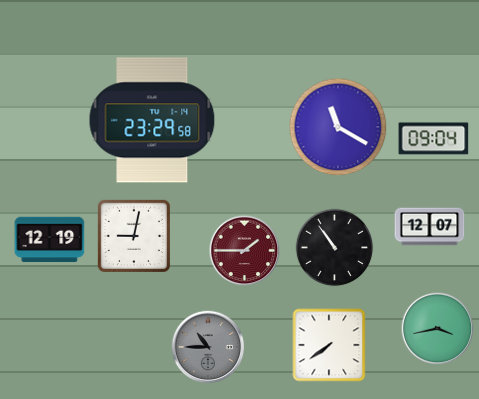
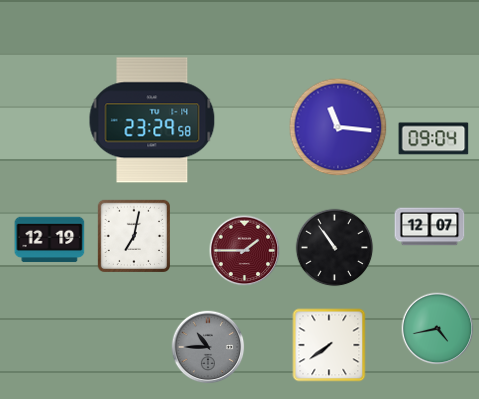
clock at (338, 127): 11:20 -> 11:16
clock at (133, 235): 9:02 -> 7:02
clock at (438, 329): 3:43 -> 4:43
